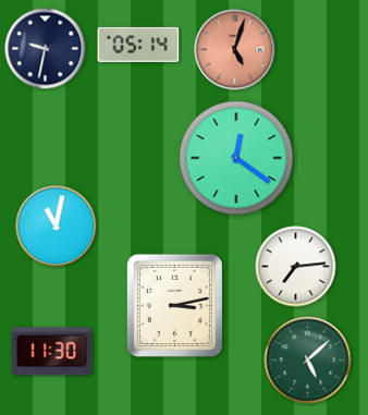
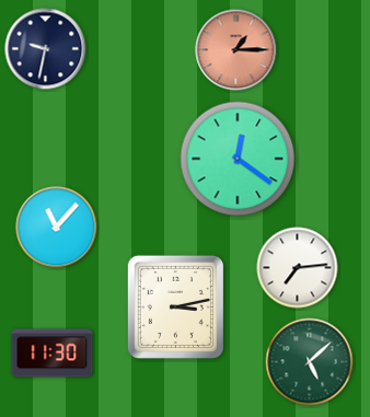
clock at (138, 45): 05:14 -> none
clock at (235, 50): 5:03 -> 1:15
clock at (57, 227): 11:02 -> 11:07
